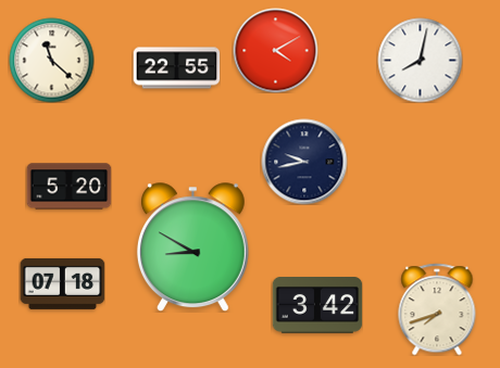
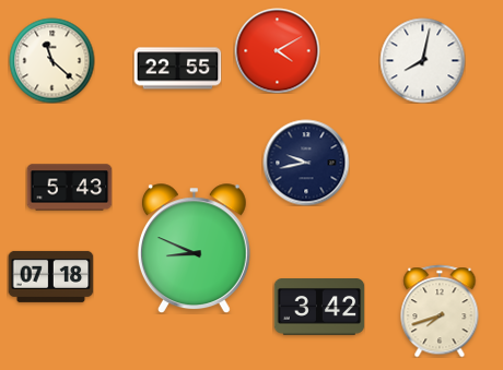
clock at (68, 187): 5:20 -> 5:43
clock at (192, 248): 8:50 -> 8:49
clock at (62, 283) position: (62, 283) -> (50, 276)
